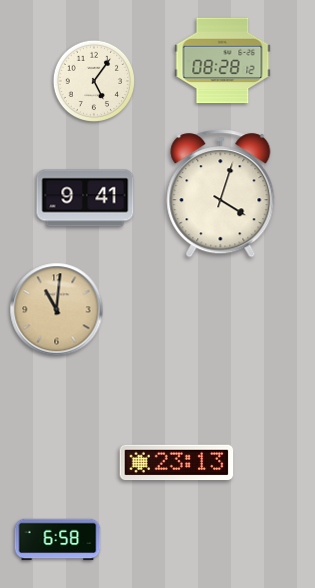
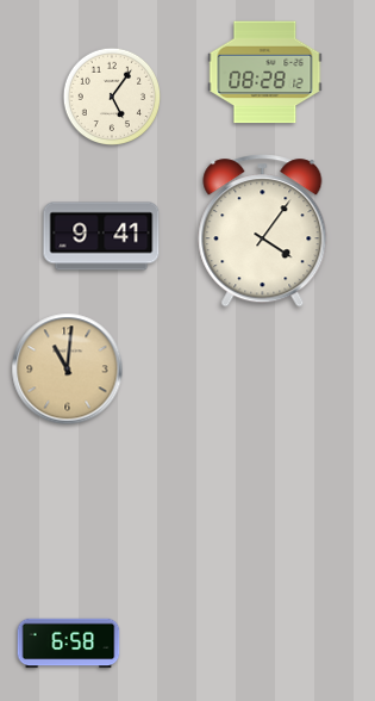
clock at (221, 194): 4:03 -> 4:06
clock at (177, 463): 23:13 -> none
